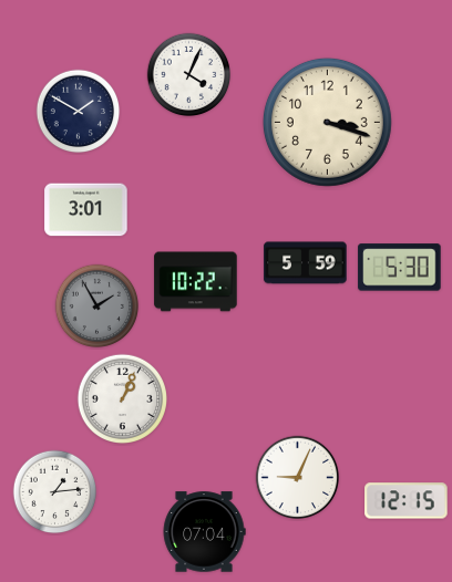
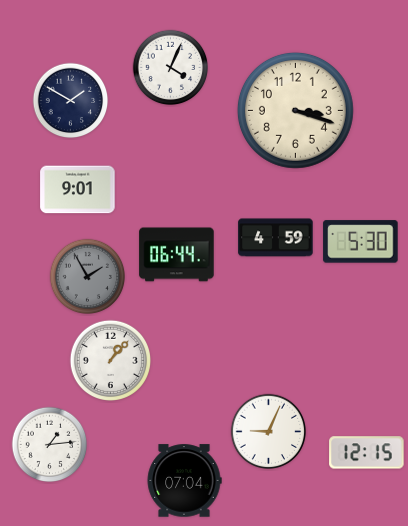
clock at (86, 210): 3:01 -> 9:01
clock at (306, 263): 5:59 -> 4:59
clock at (196, 282): 10:22 -> 06:44
clock at (123, 399): 1:04 -> 1:07
